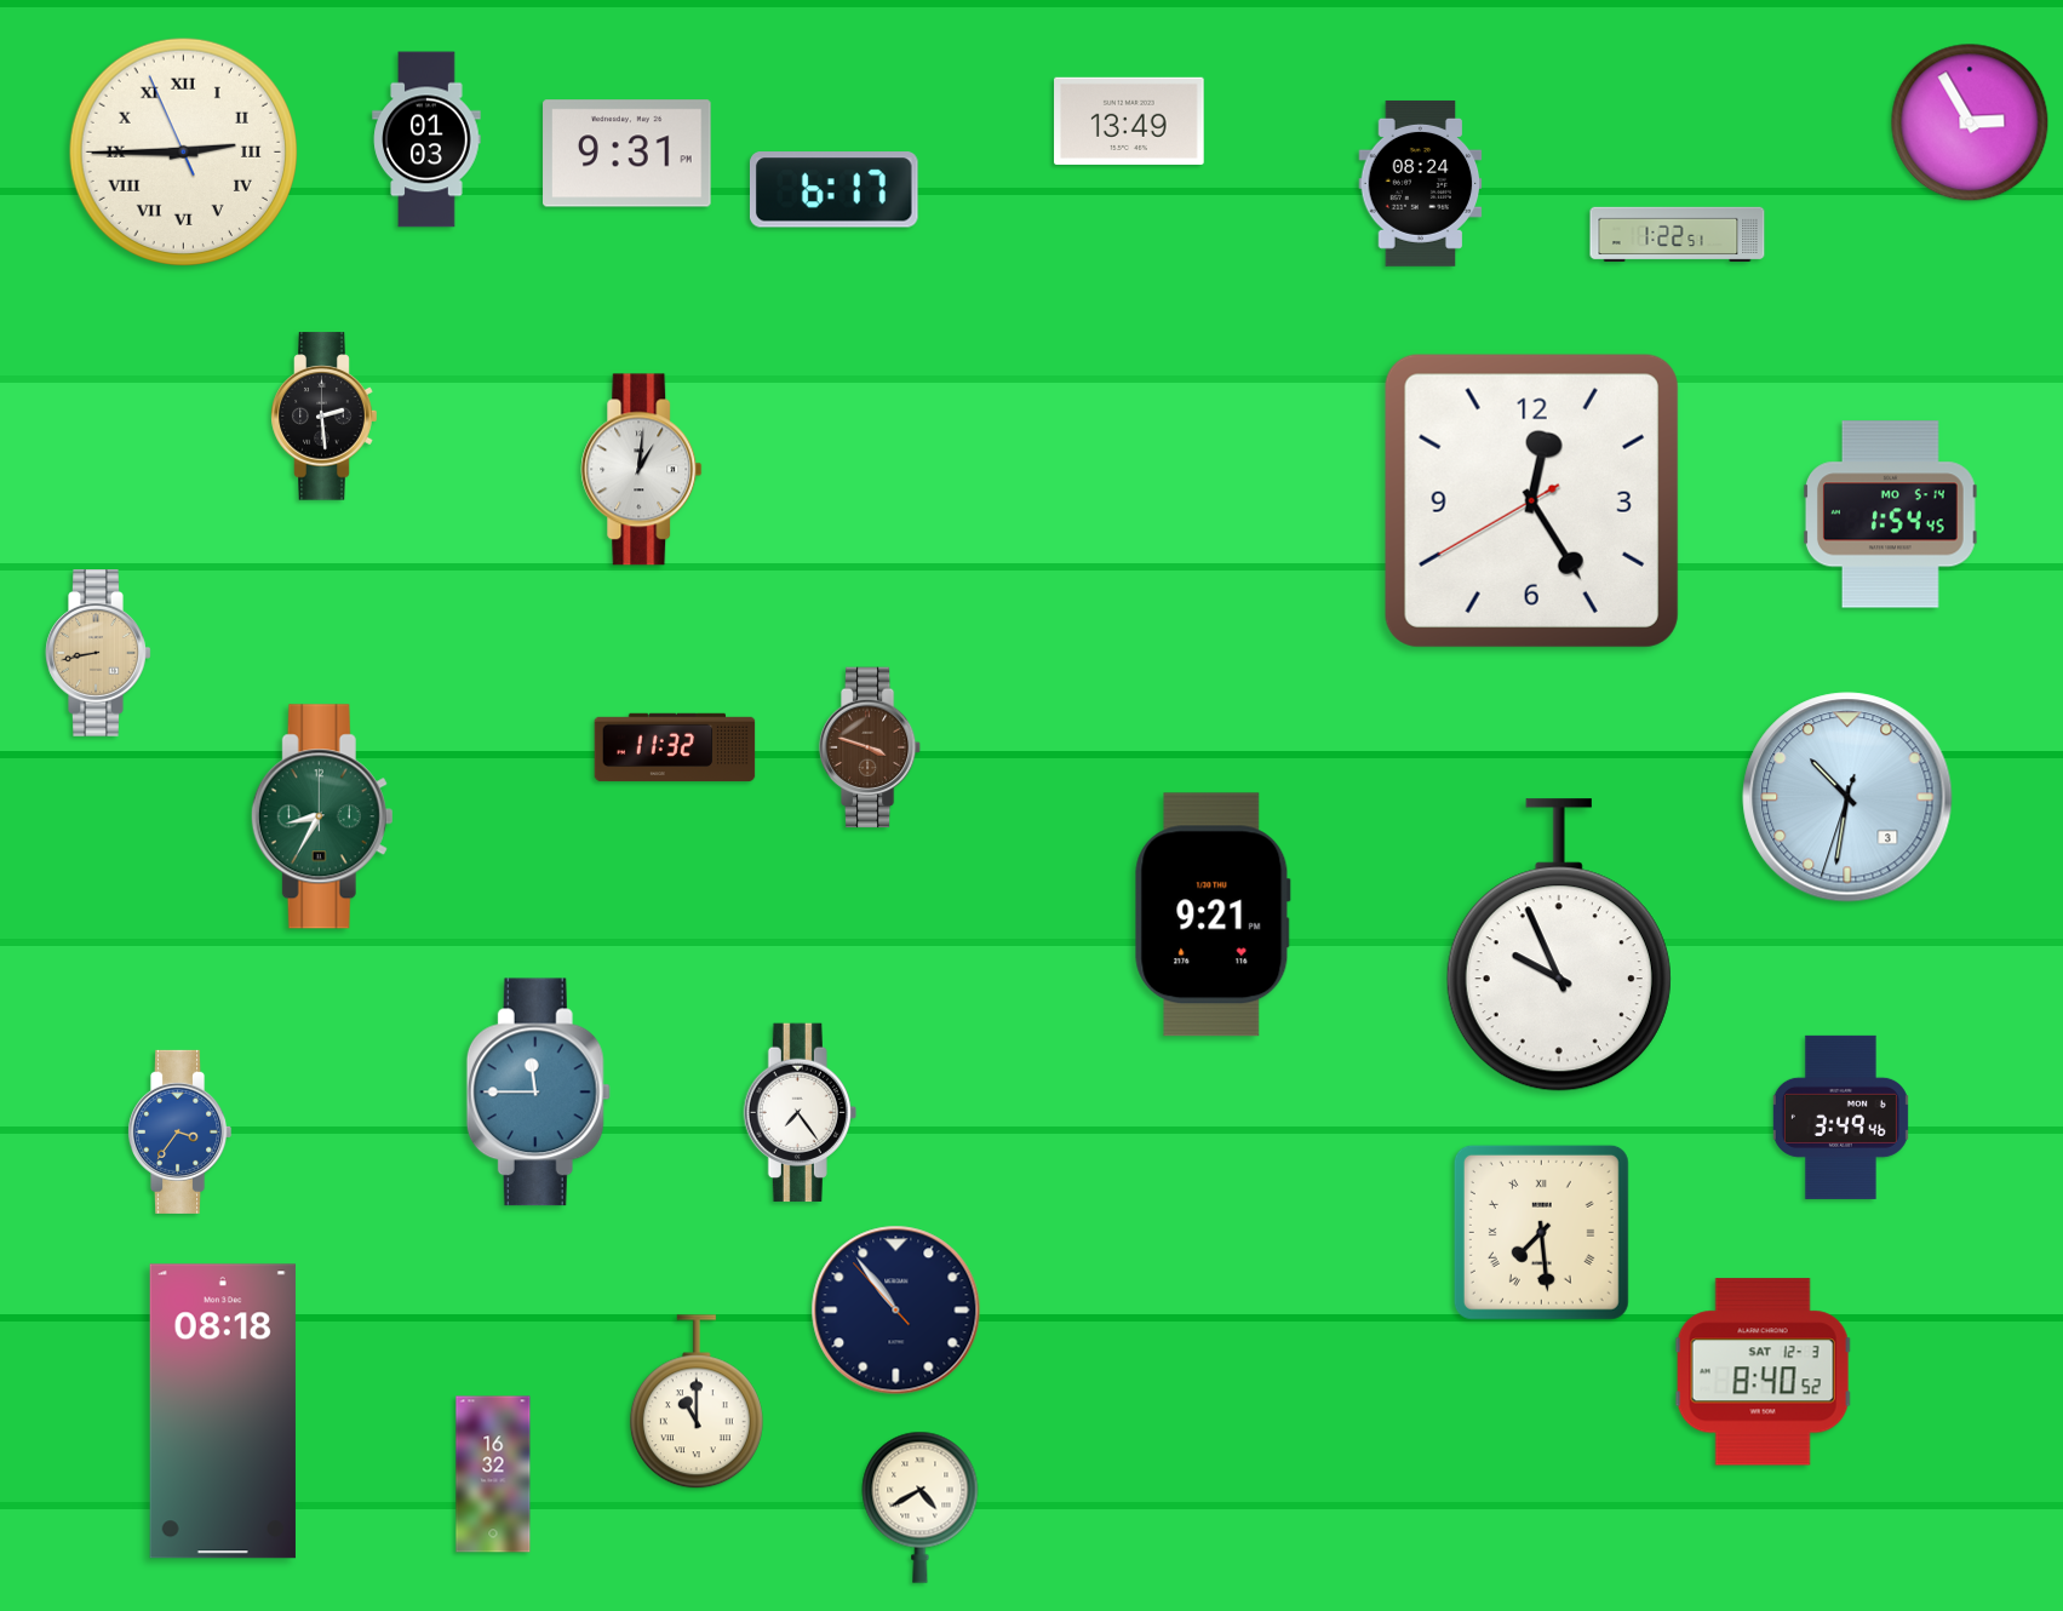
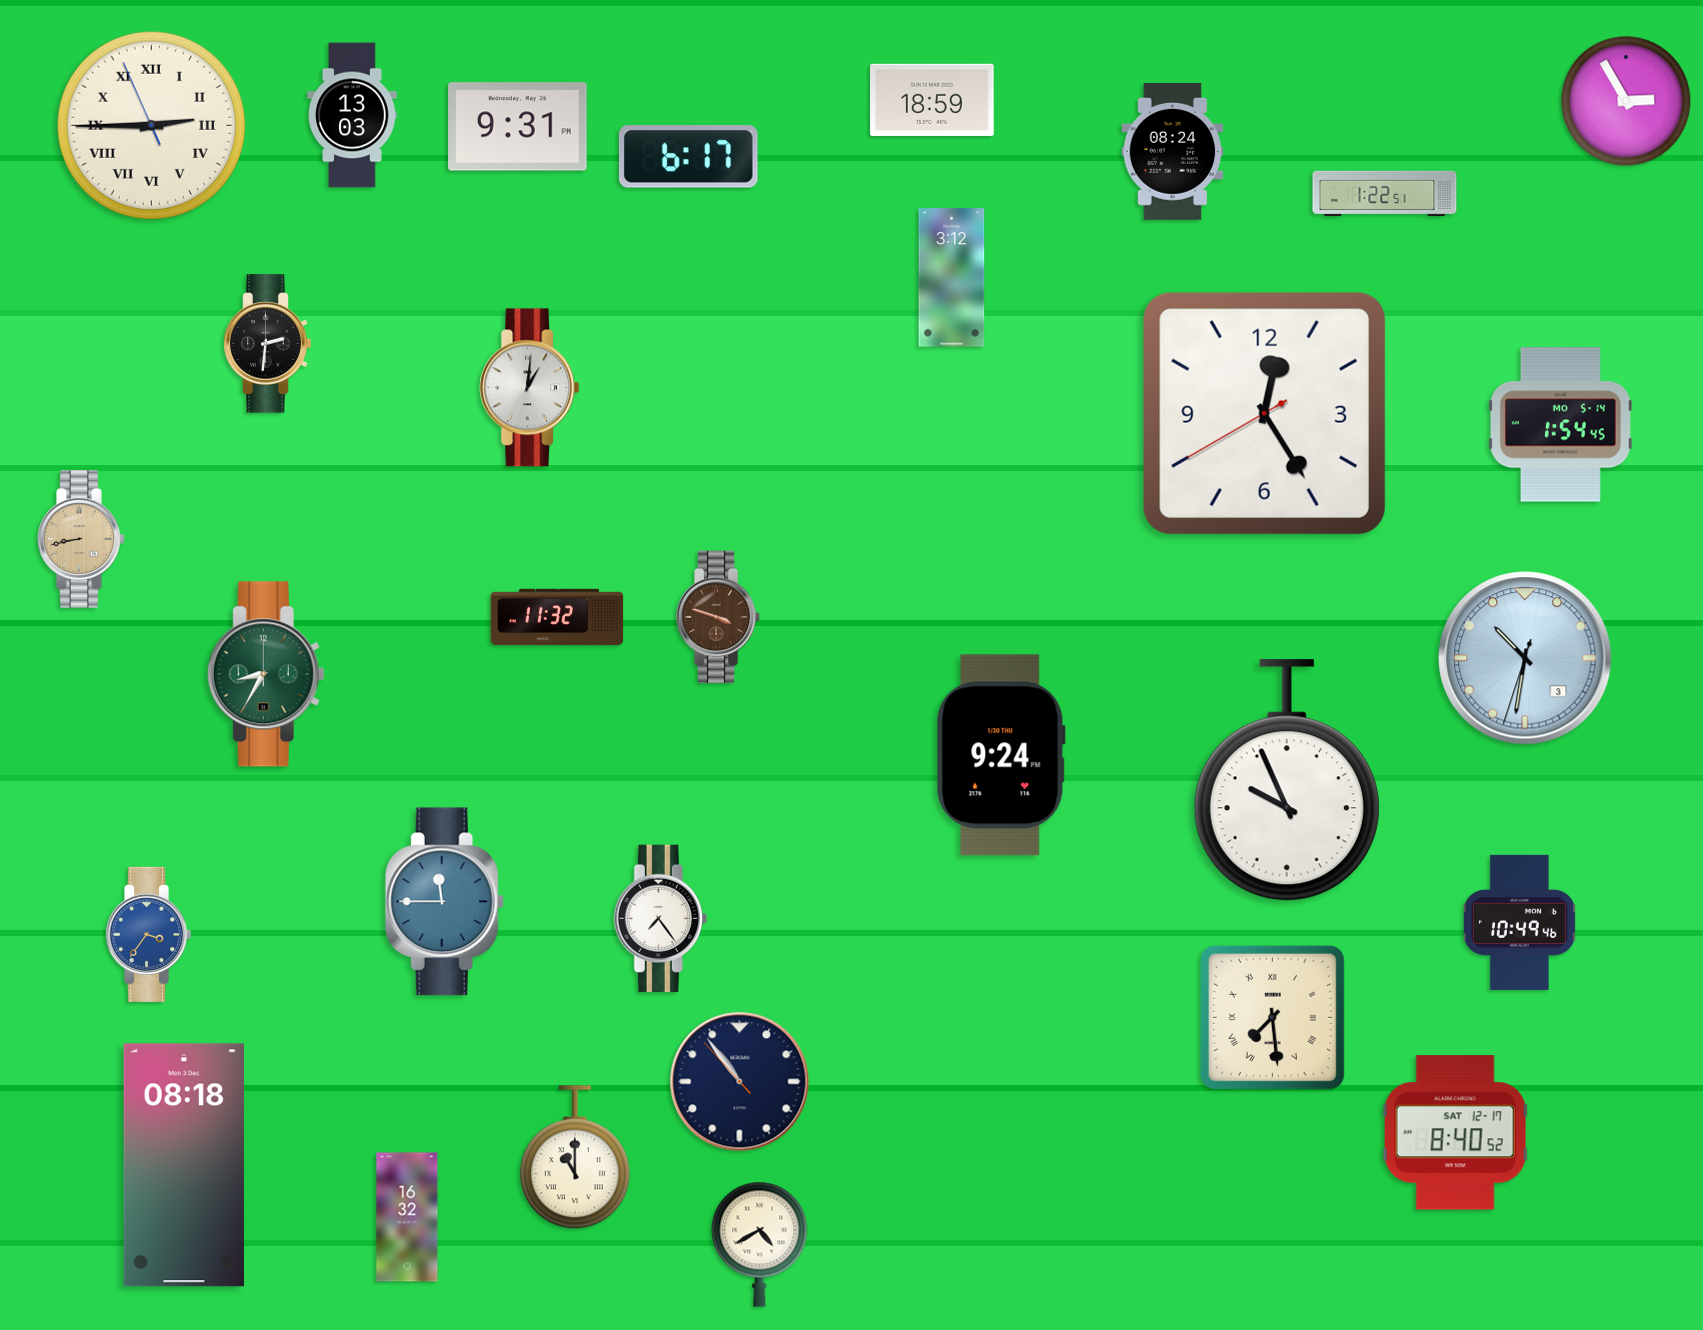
clock at (1129, 121): 13:49 -> 18:59
clock at (426, 139): 01:03 -> 13:03
clock at (952, 278): none -> 3:12
clock at (325, 417): 2:29 -> 2:31
clock at (1213, 915): 9:21 -> 9:24
clock at (1840, 1117): 3:49 -> 10:49
clock at (1763, 1372) date: SAT 12-3 -> SAT 12-17
